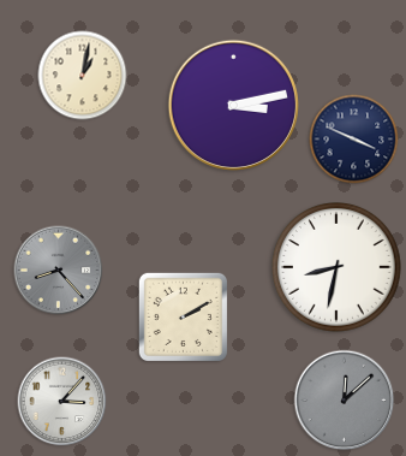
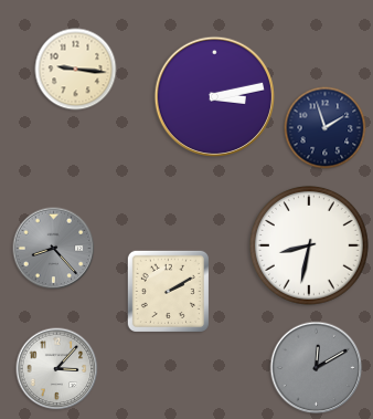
clock at (83, 76): 1:02 -> 9:16
clock at (354, 140): 3:49 -> 1:57
clock at (345, 401): 12:08 -> 12:10
